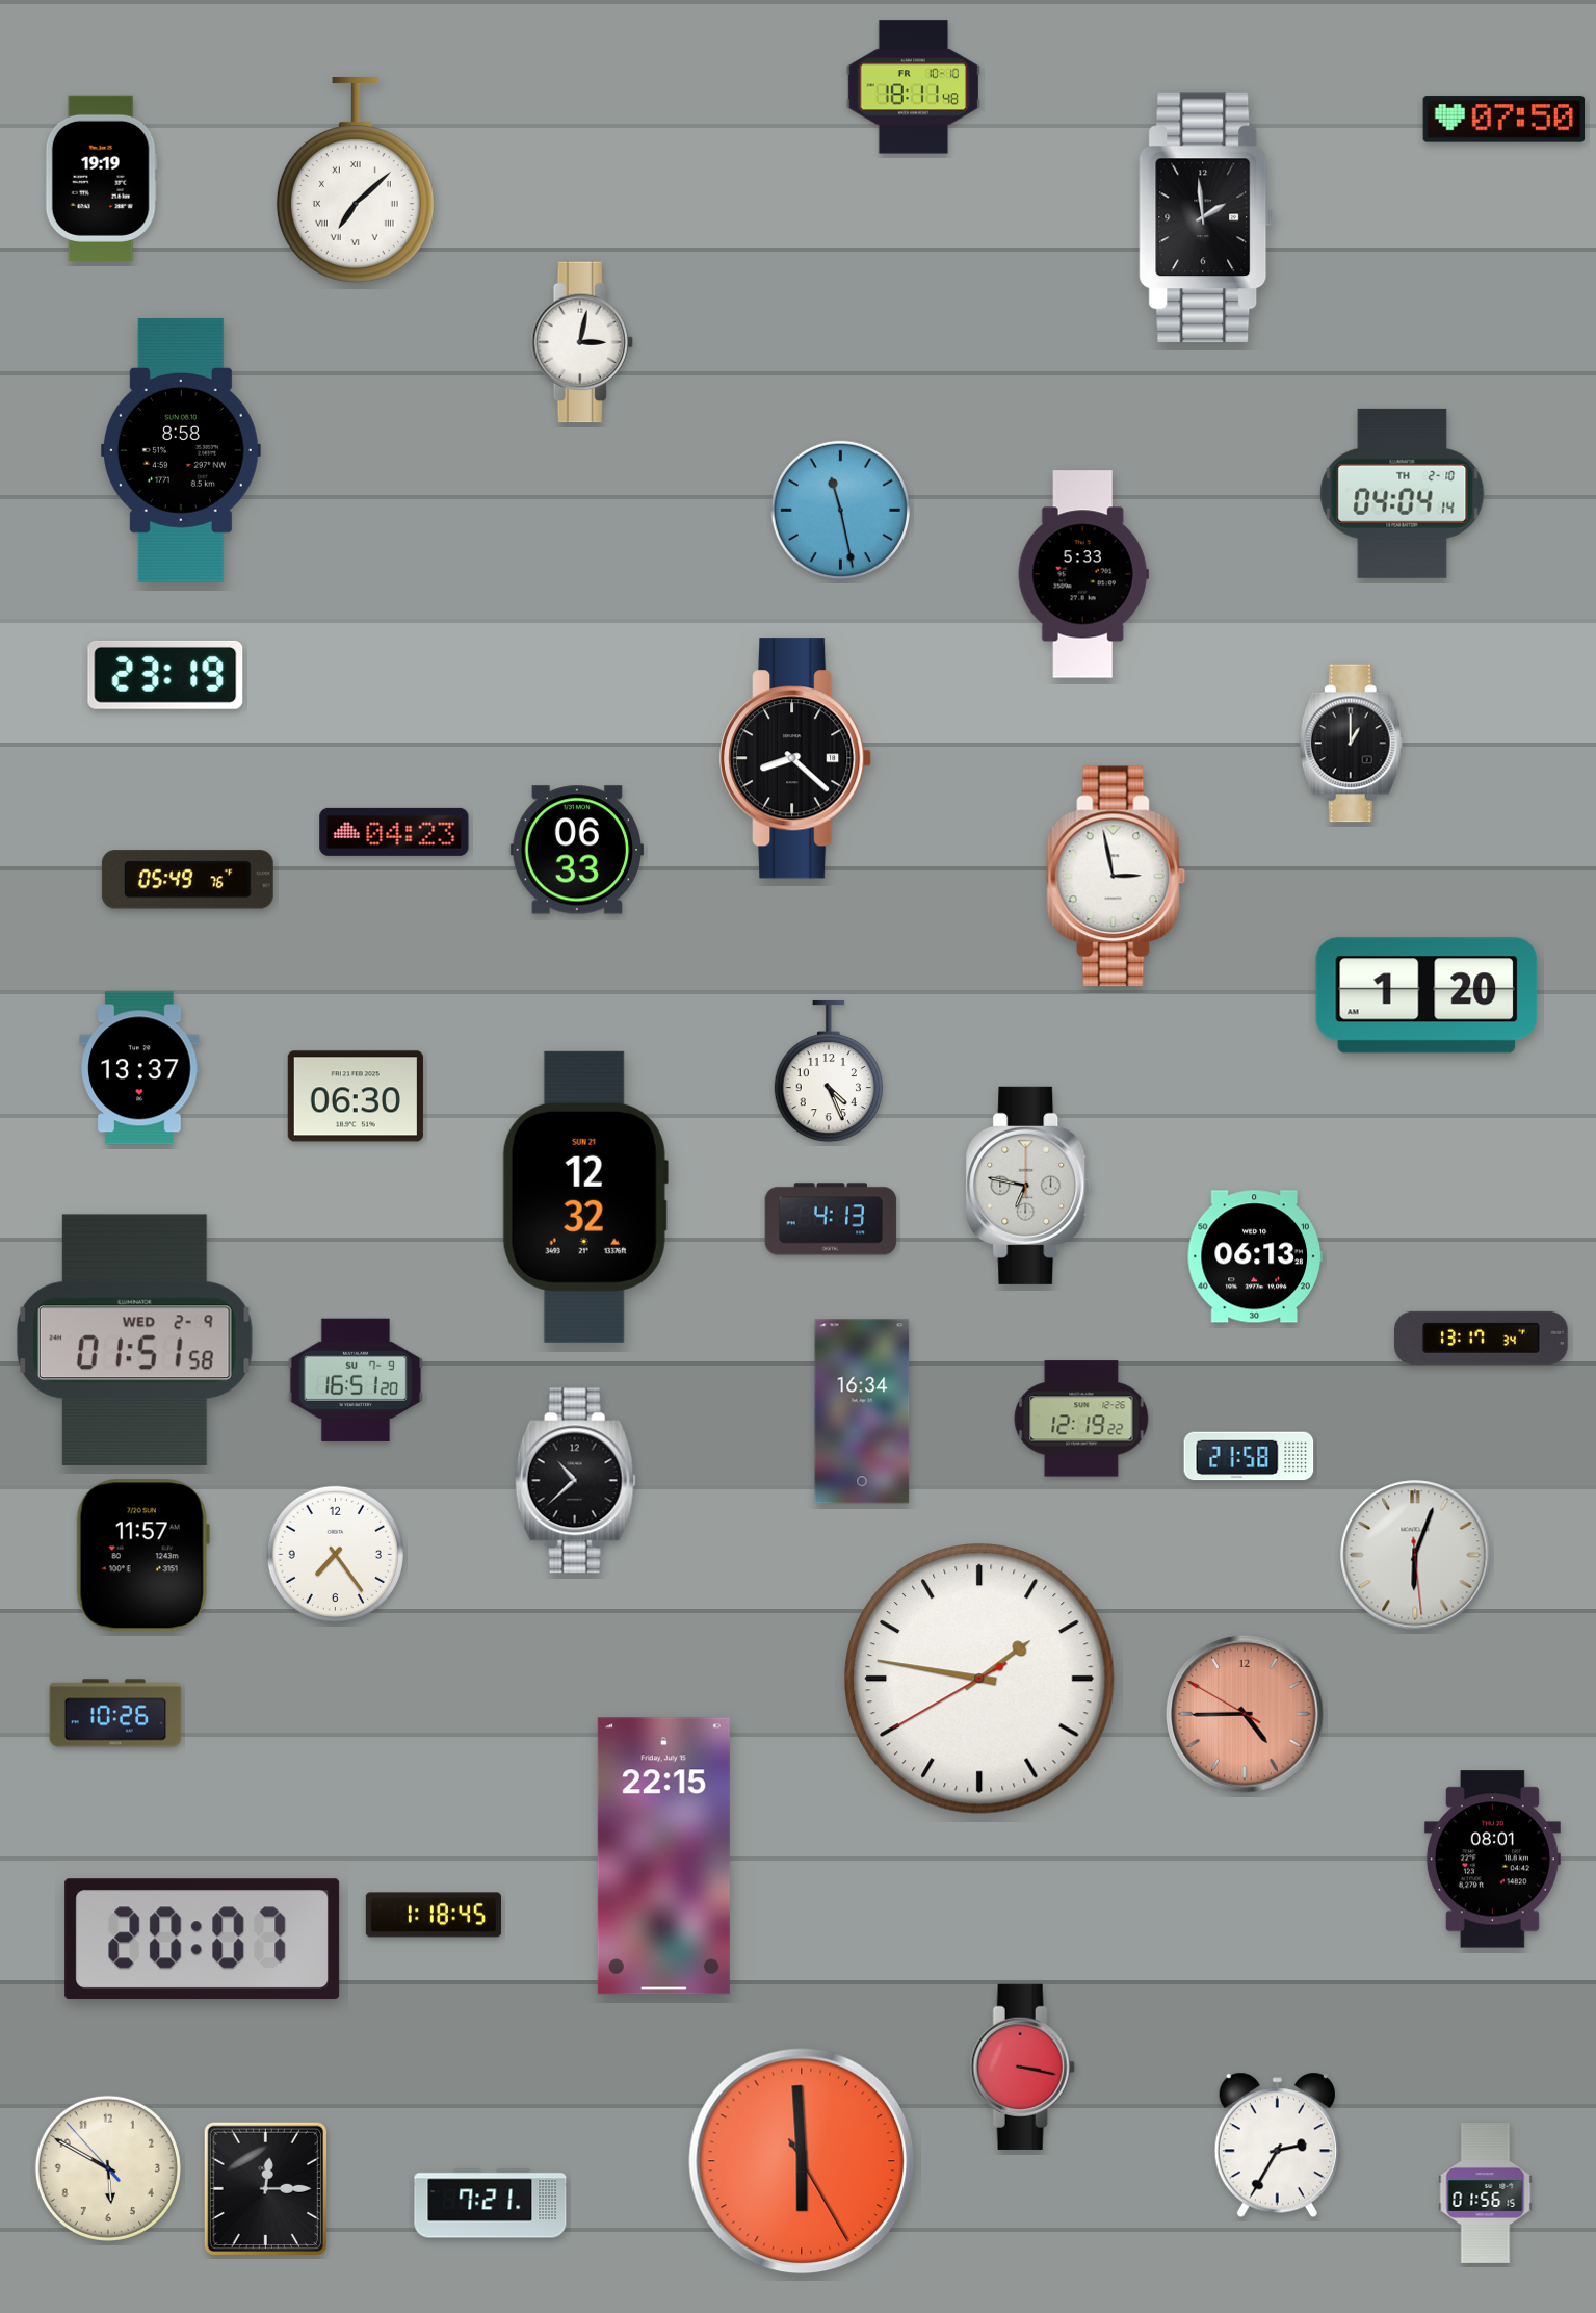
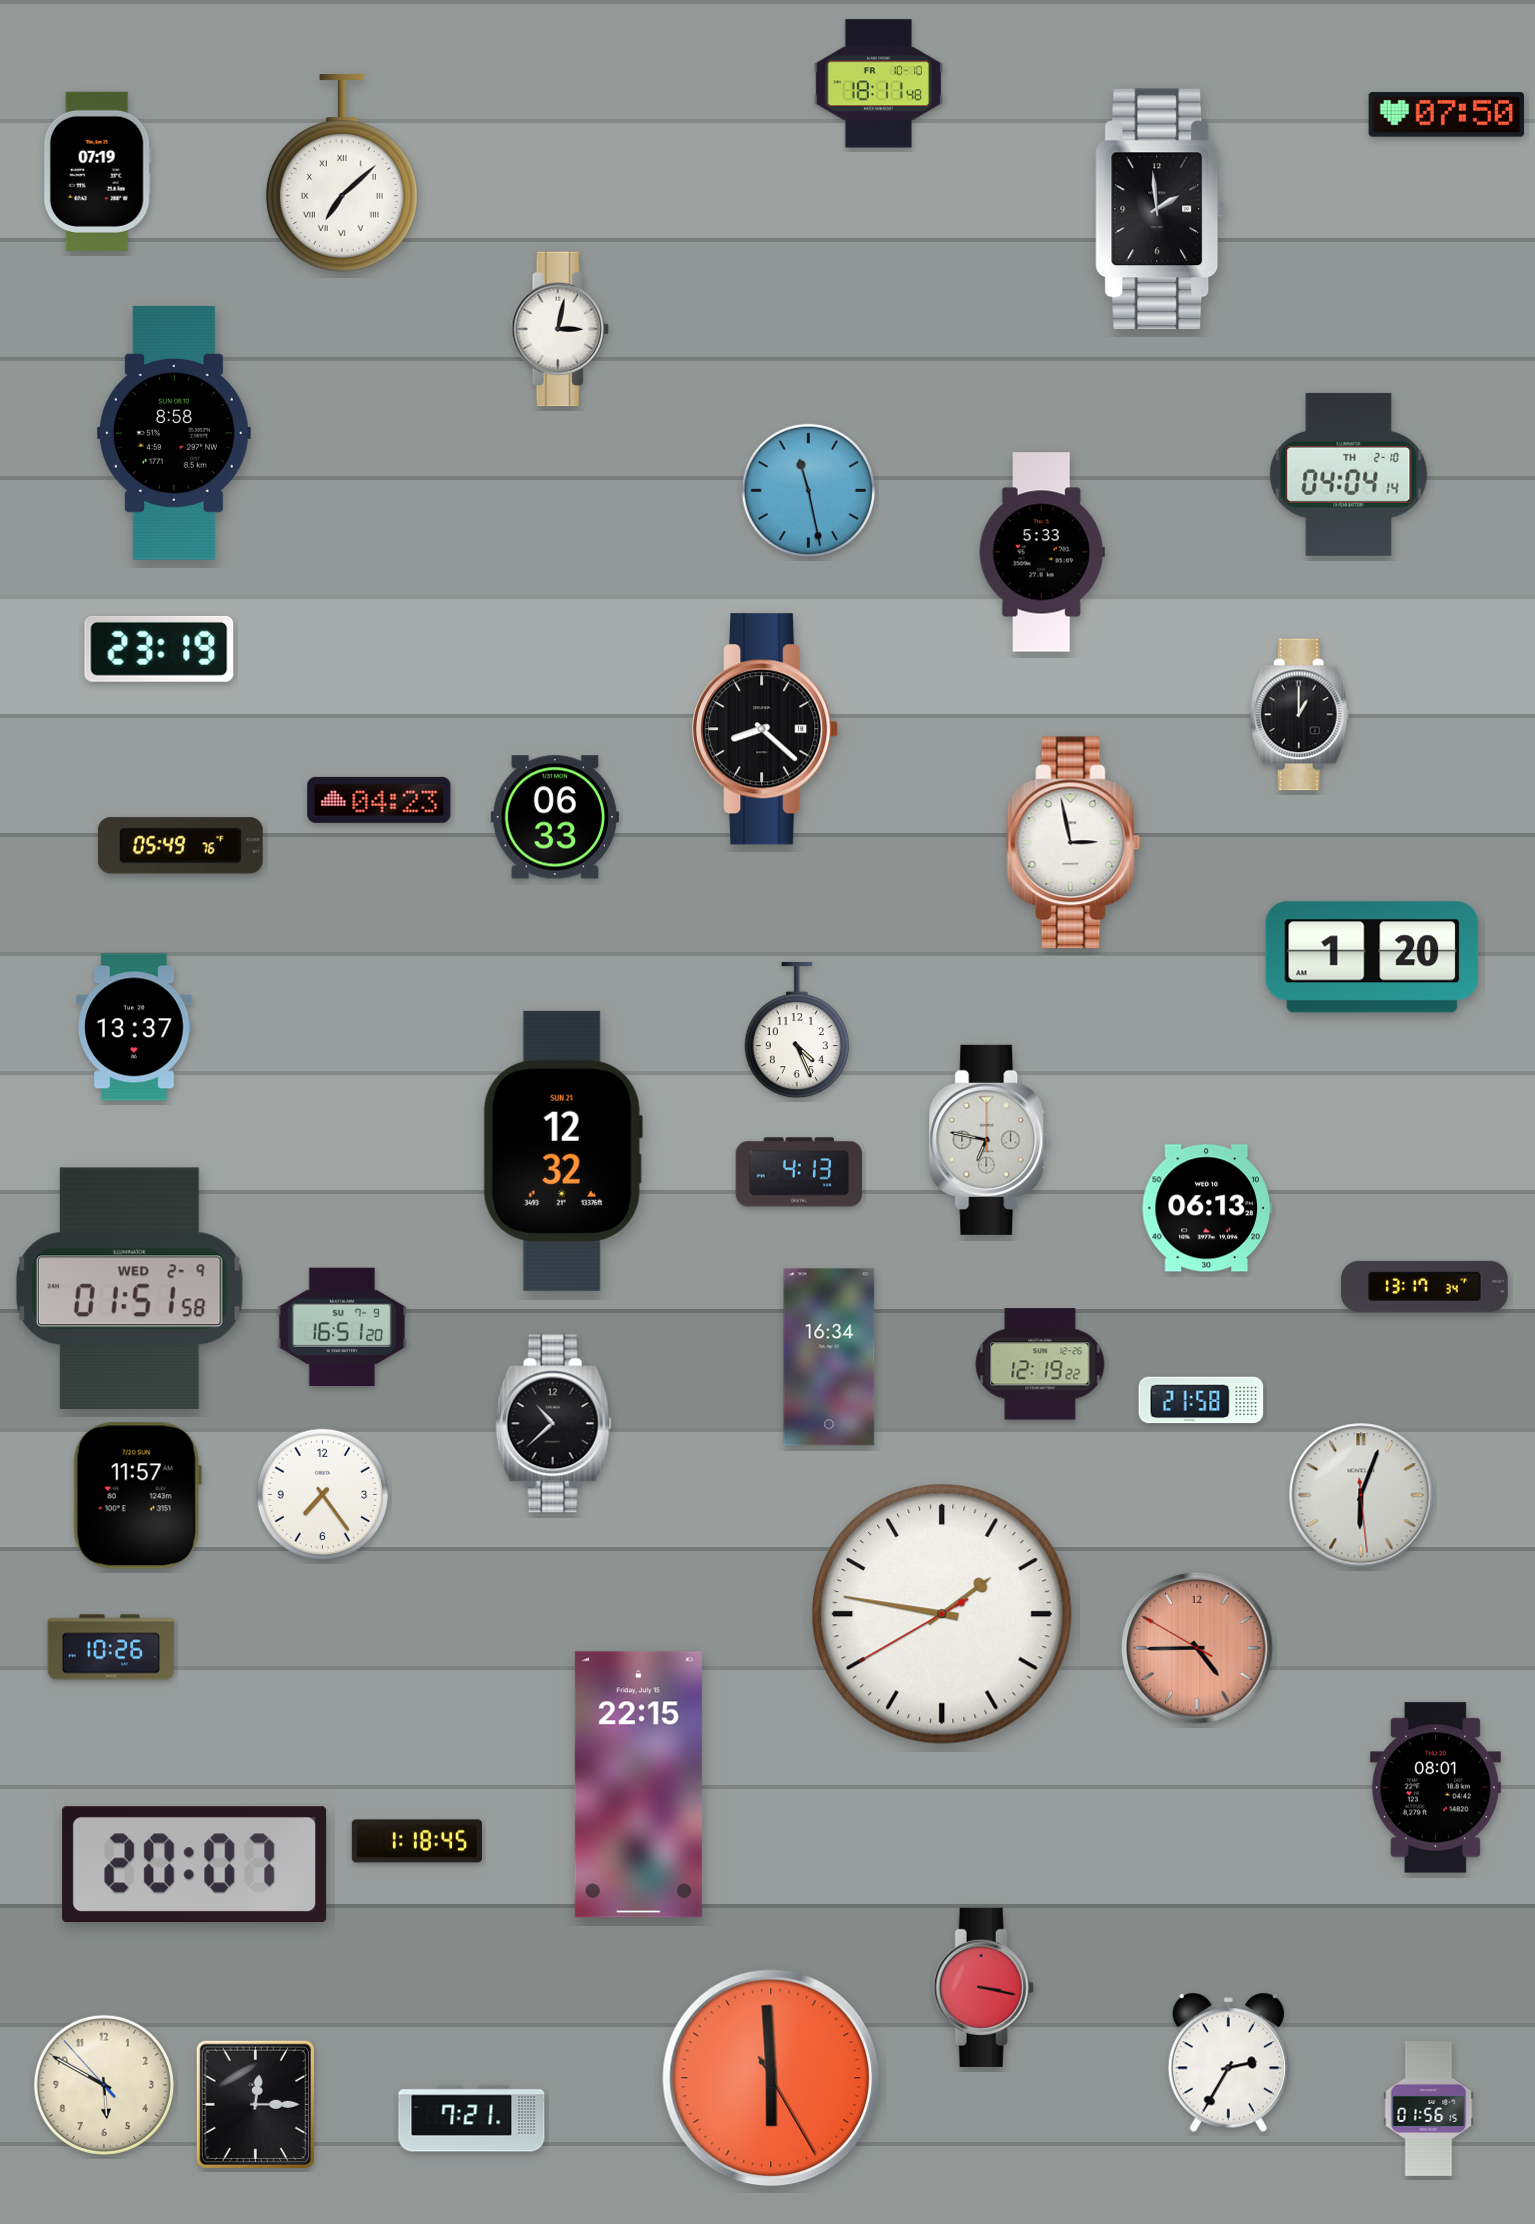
clock at (101, 178): 19:19 -> 07:19
clock at (356, 1096): 06:30 -> none
